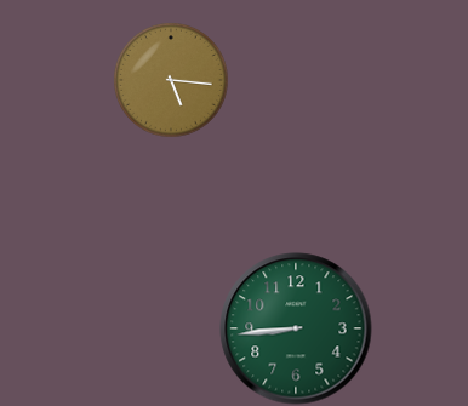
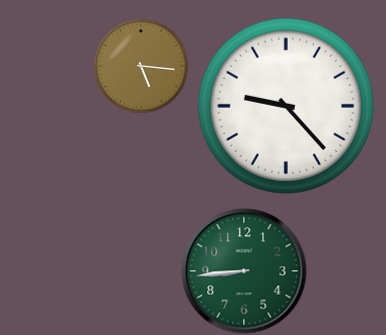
clock at (286, 106): none -> 9:23
